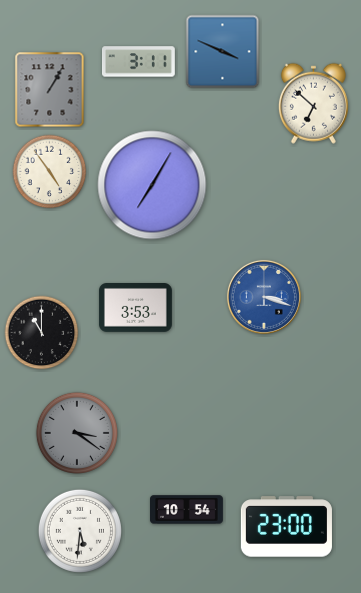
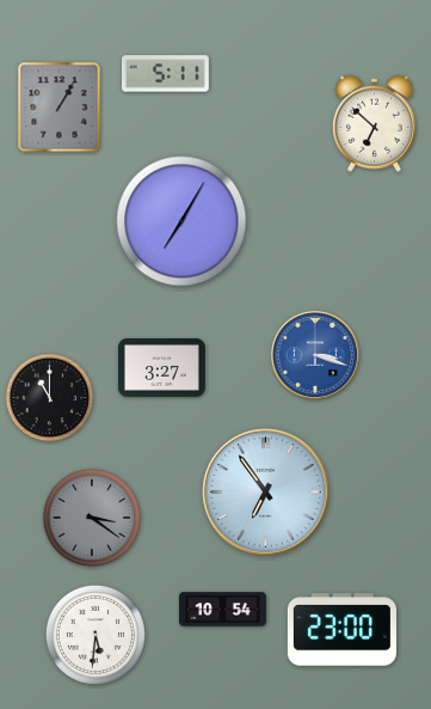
clock at (223, 52): 3:49 -> none
clock at (138, 62): 3:11 -> 5:11
clock at (50, 172): 4:54 -> none
clock at (136, 308): 3:53 -> 3:27
clock at (266, 493): none -> 6:54
